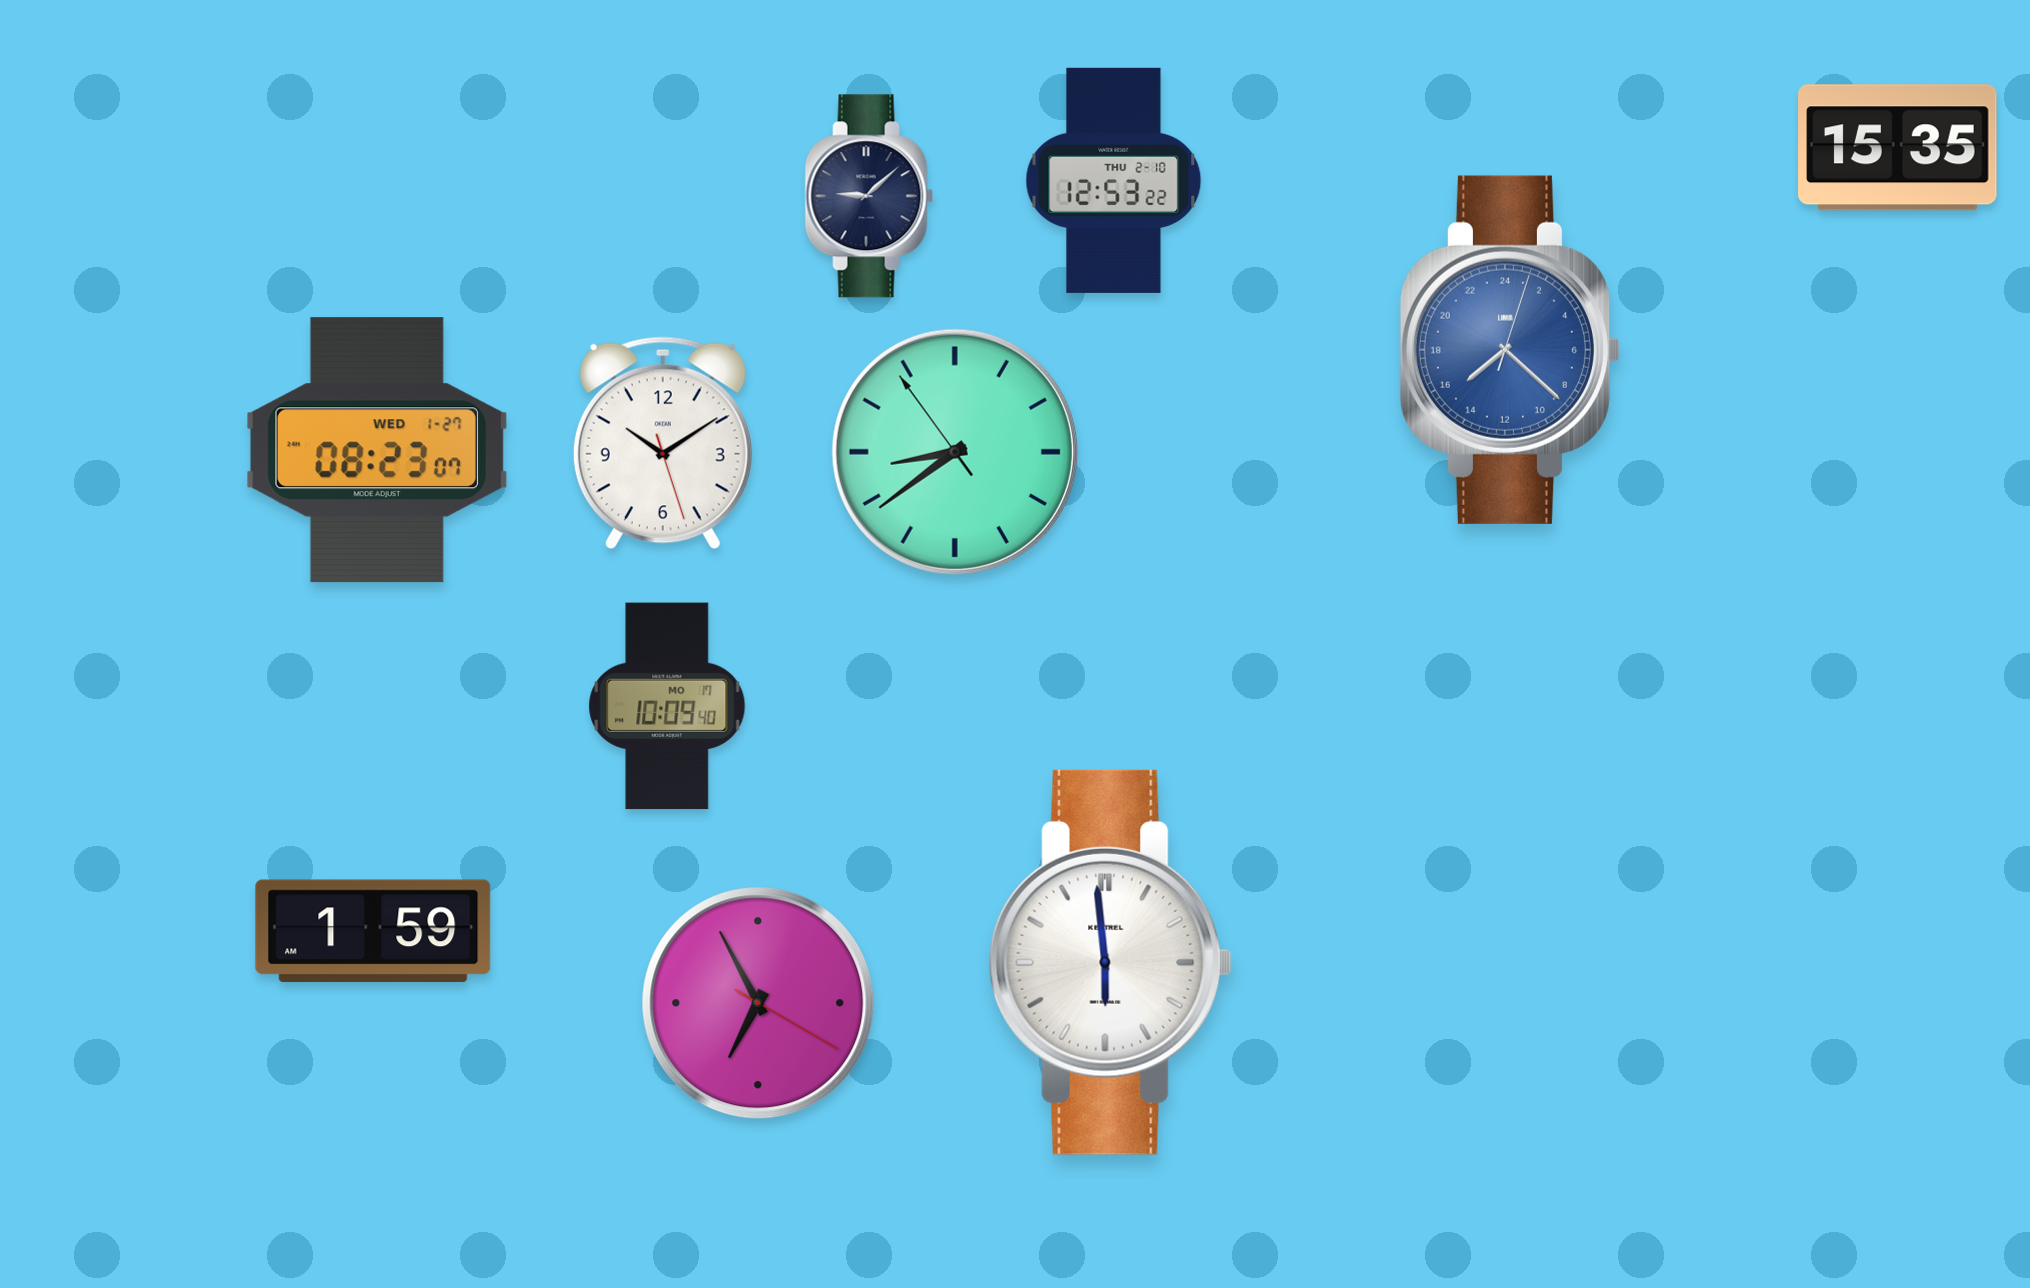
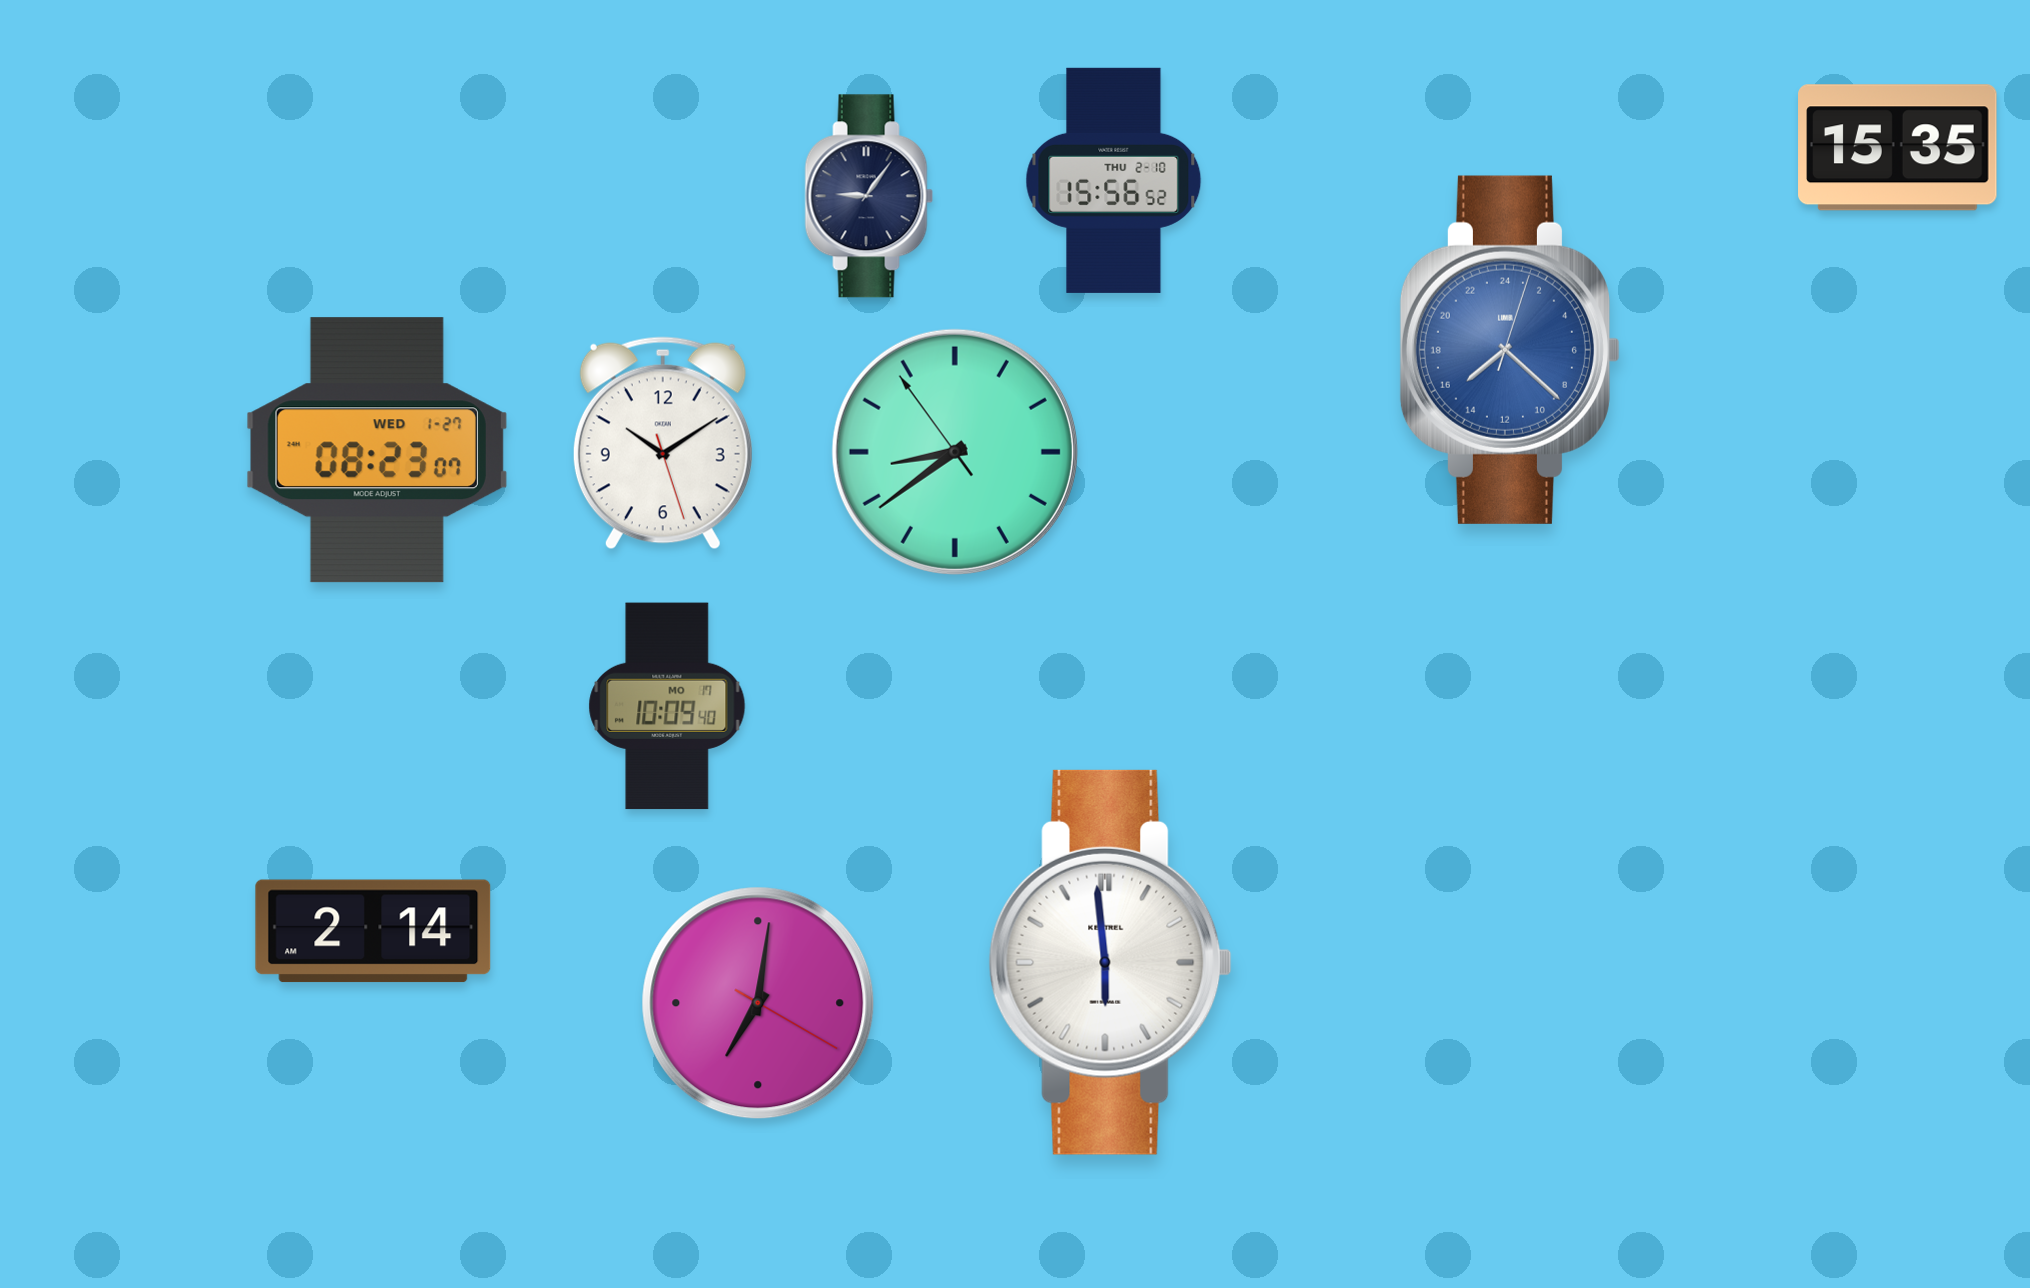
clock at (1114, 180): 12:53 -> 15:56
clock at (869, 196): 9:08 -> 9:06
clock at (373, 931): 1:59 -> 2:14
clock at (758, 1003): 6:55 -> 7:01
